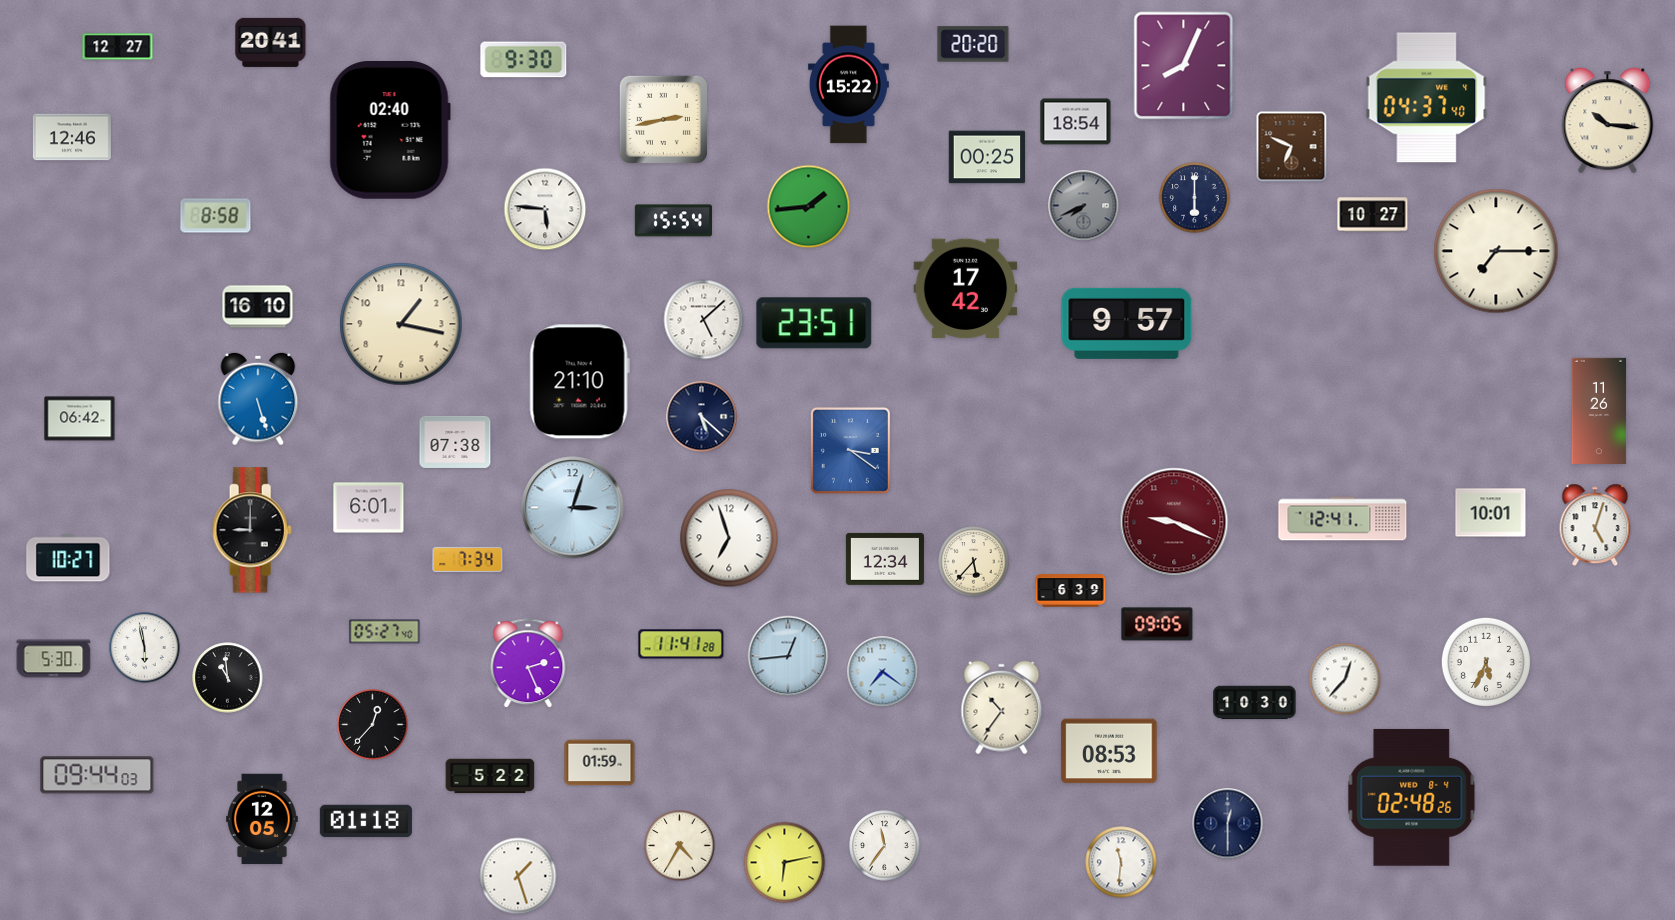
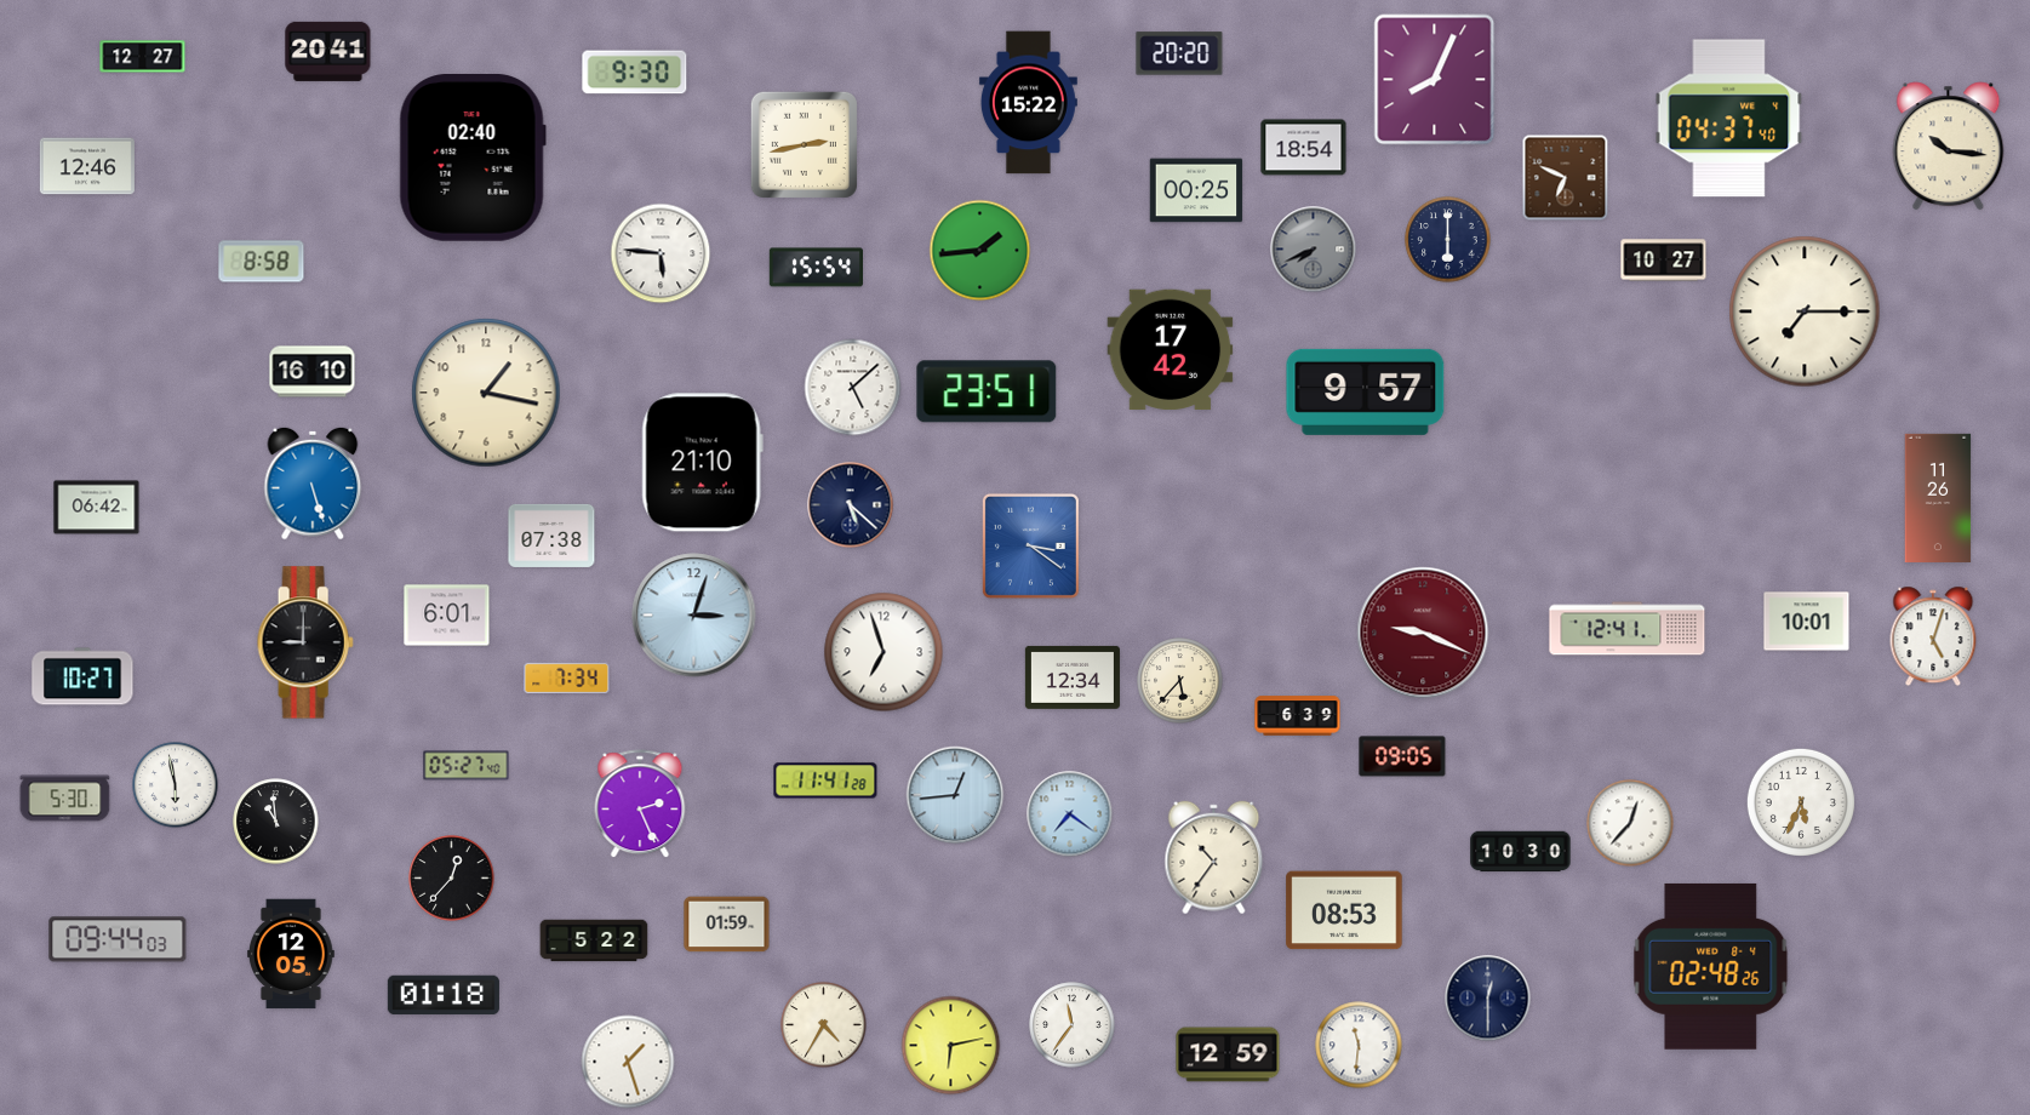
clock at (1496, 251) position: (1496, 251) -> (1805, 311)
clock at (263, 819) position: (263, 819) -> (292, 954)
clock at (1228, 1054): none -> 12:59
